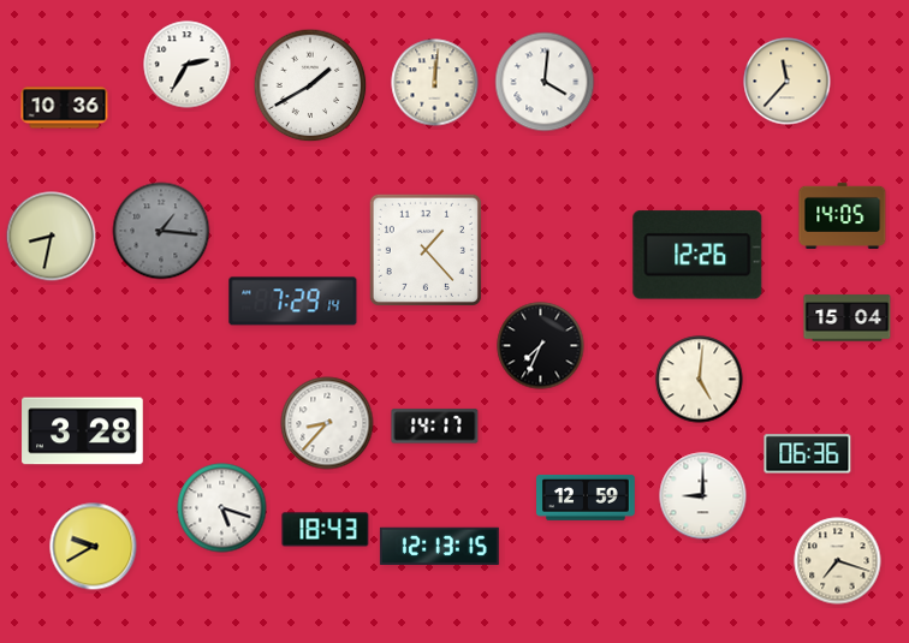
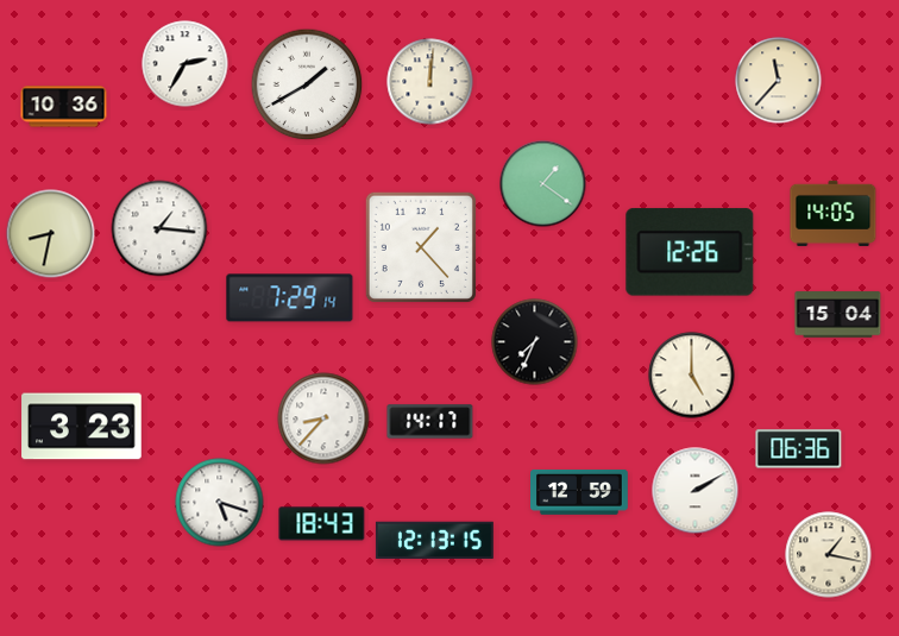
clock at (545, 82): 4:01 -> none
clock at (543, 184): none -> 1:21
clock at (161, 231) dial: grey -> white
clock at (700, 380): 5:01 -> 5:00
clock at (83, 431): 3:28 -> 3:23
clock at (703, 496): 9:00 -> 2:10
clock at (94, 547): 9:40 -> none
clock at (838, 561): 7:18 -> 1:17
